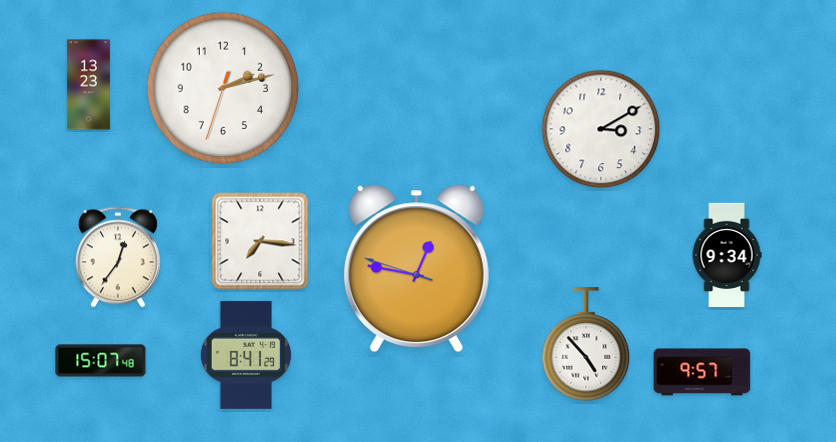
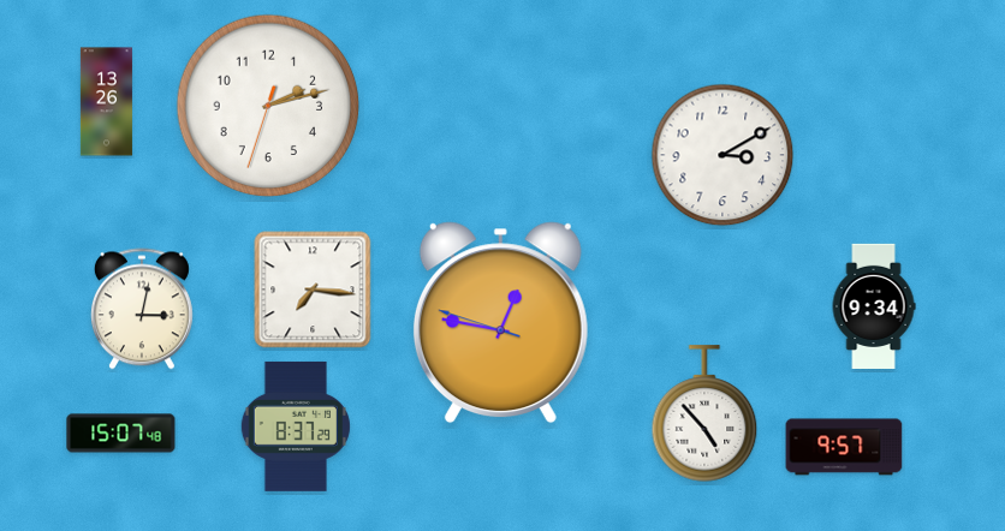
clock at (88, 85): 13:23 -> 13:26
clock at (118, 257): 12:36 -> 3:02
clock at (246, 355): 8:41 -> 8:37
